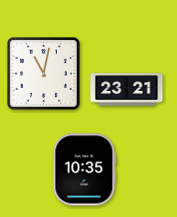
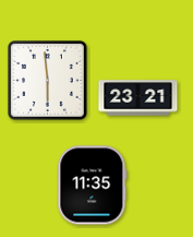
clock at (44, 74): 11:02 -> 5:59
clock at (85, 170): 10:35 -> 11:35
